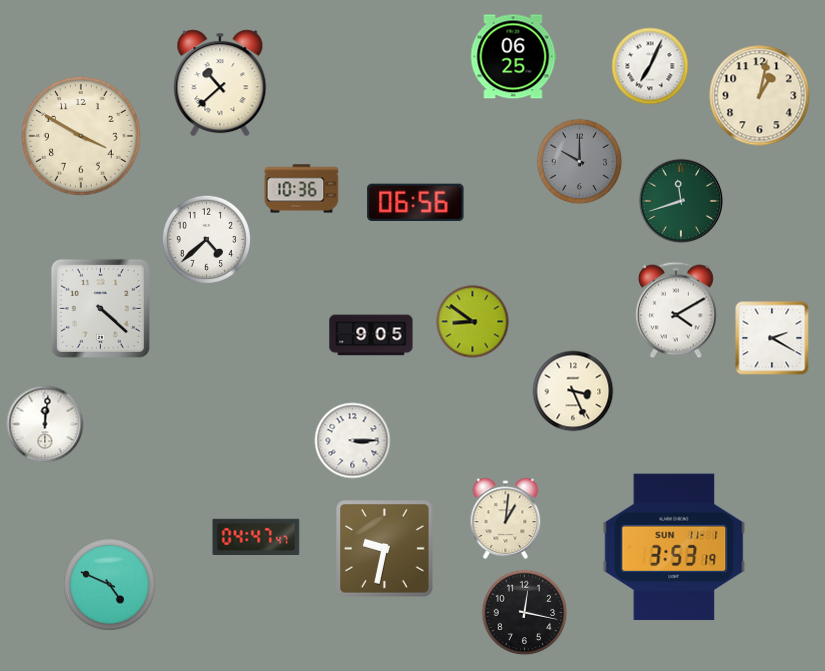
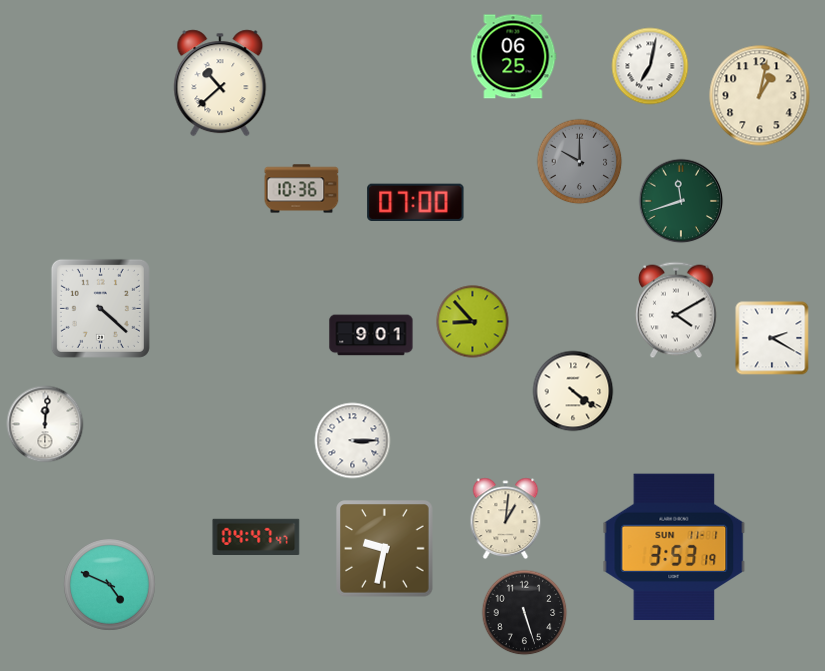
clock at (650, 66): 7:04 -> 7:02
clock at (81, 136): 3:50 -> none
clock at (416, 203): 06:56 -> 07:00
clock at (206, 239): 4:38 -> none
clock at (473, 322): 8:51 -> 8:53
clock at (371, 335): 9:05 -> 9:01
clock at (573, 391): 3:26 -> 4:21
clock at (525, 613): 12:17 -> 5:27
